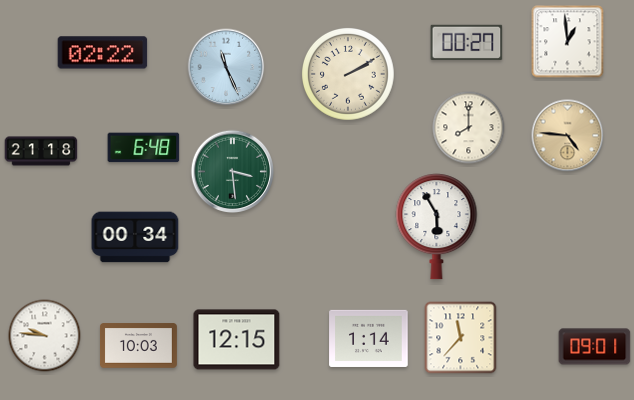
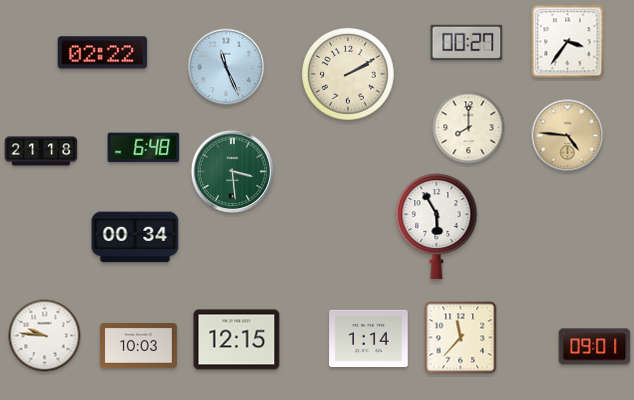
clock at (568, 42): 12:59 -> 3:36
